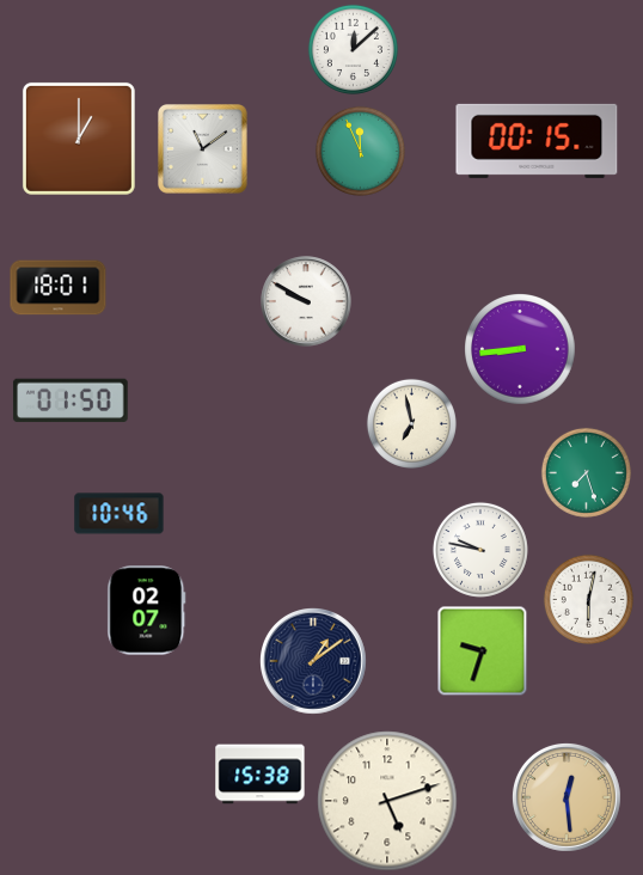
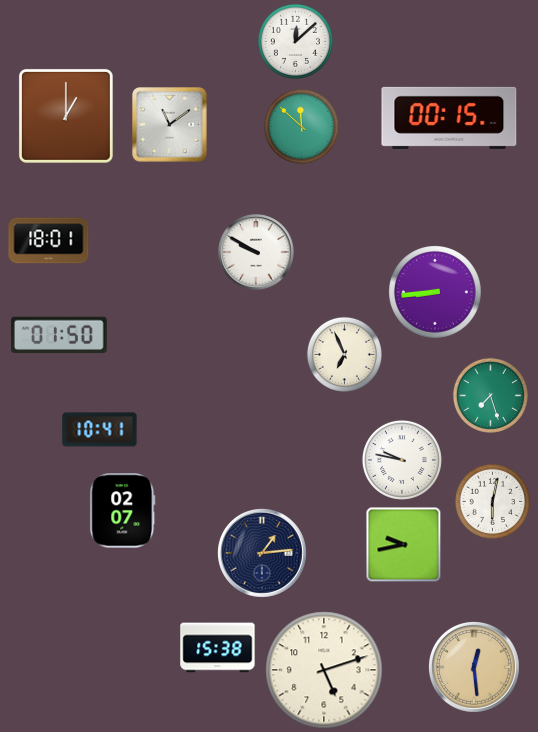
clock at (360, 151): 11:56 -> 11:52
clock at (411, 423): 6:58 -> 6:56
clock at (120, 514): 10:46 -> 10:41
clock at (483, 651): 9:33 -> 9:43
clock at (314, 662): 1:09 -> 1:14
